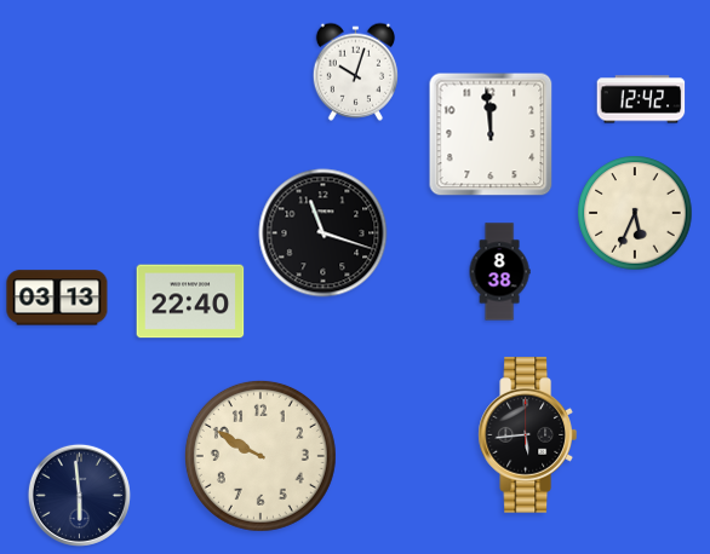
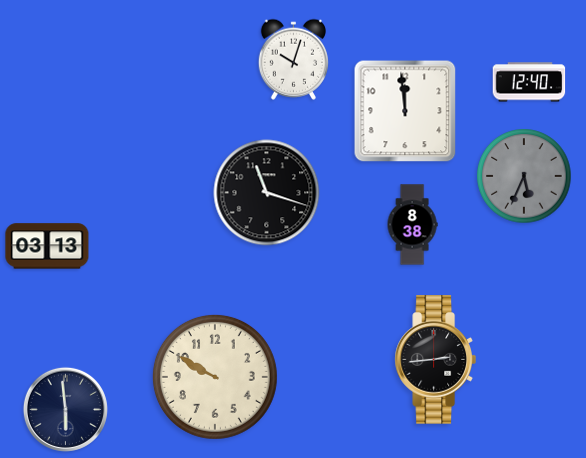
clock at (641, 99): 12:42 -> 12:40
clock at (635, 213) dial: cream -> grey
clock at (190, 301): 22:40 -> none
clock at (527, 435): 5:44 -> 2:44
